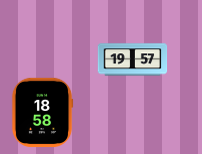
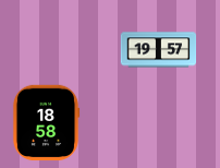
clock at (133, 60) position: (133, 60) -> (159, 50)
